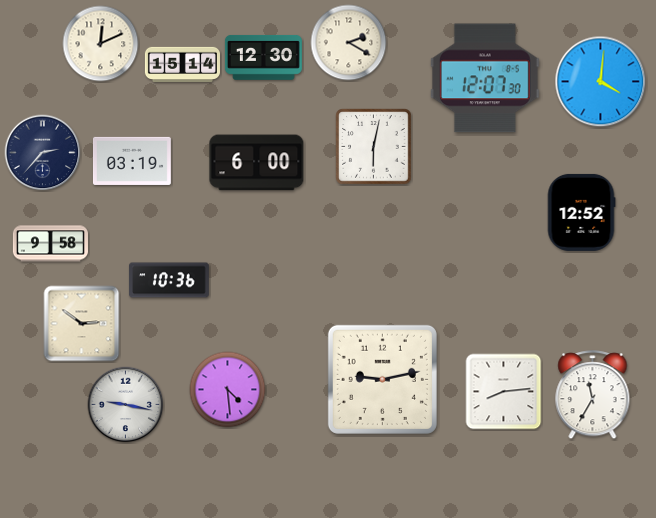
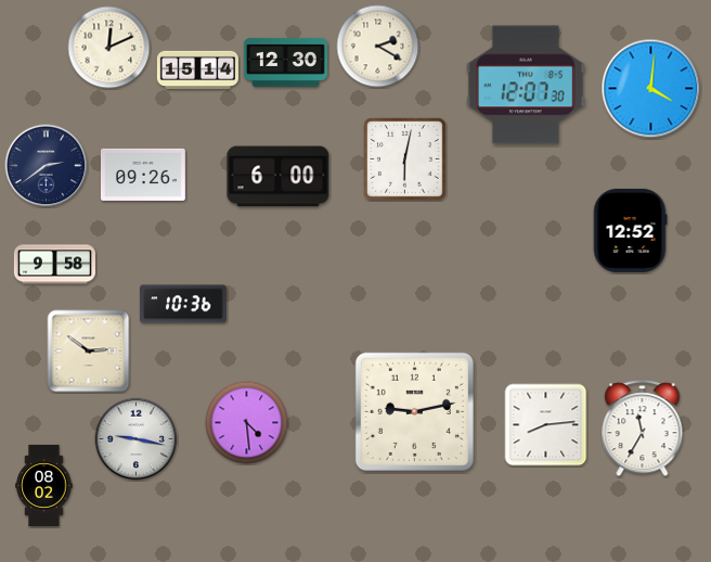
clock at (43, 153): 2:37 -> 2:39
clock at (132, 161): 03:19 -> 09:26
clock at (44, 485): none -> 08:02
